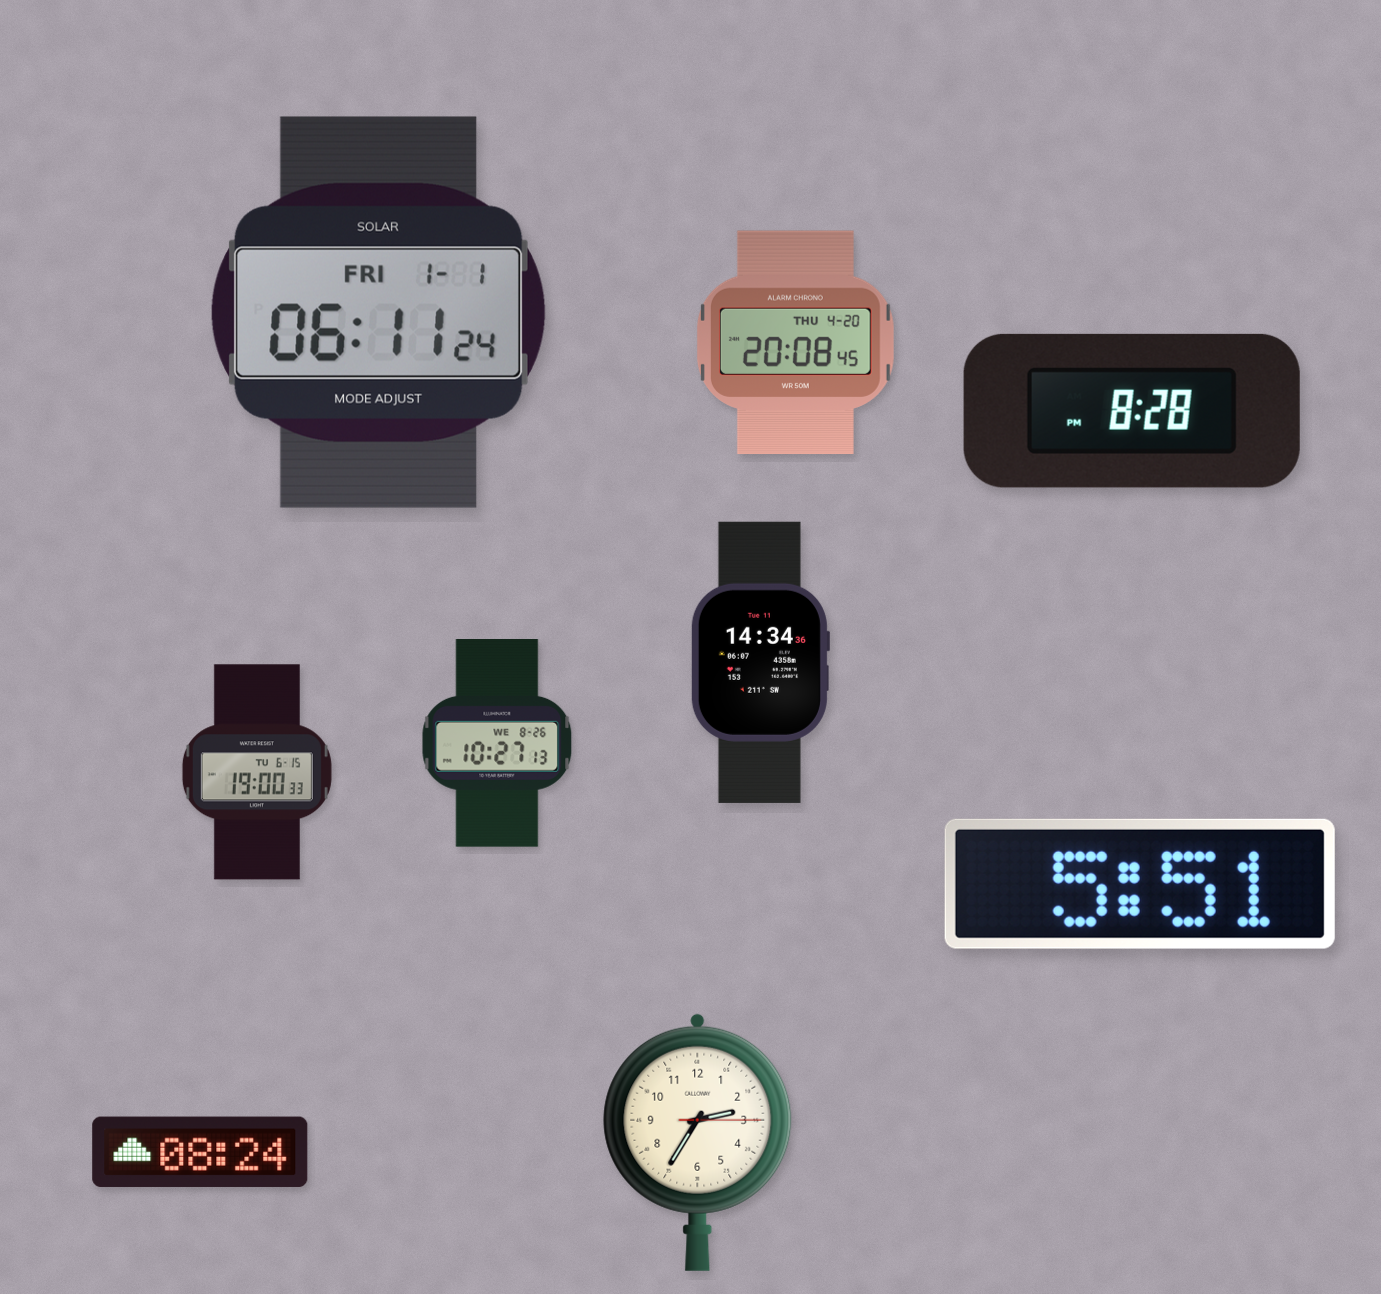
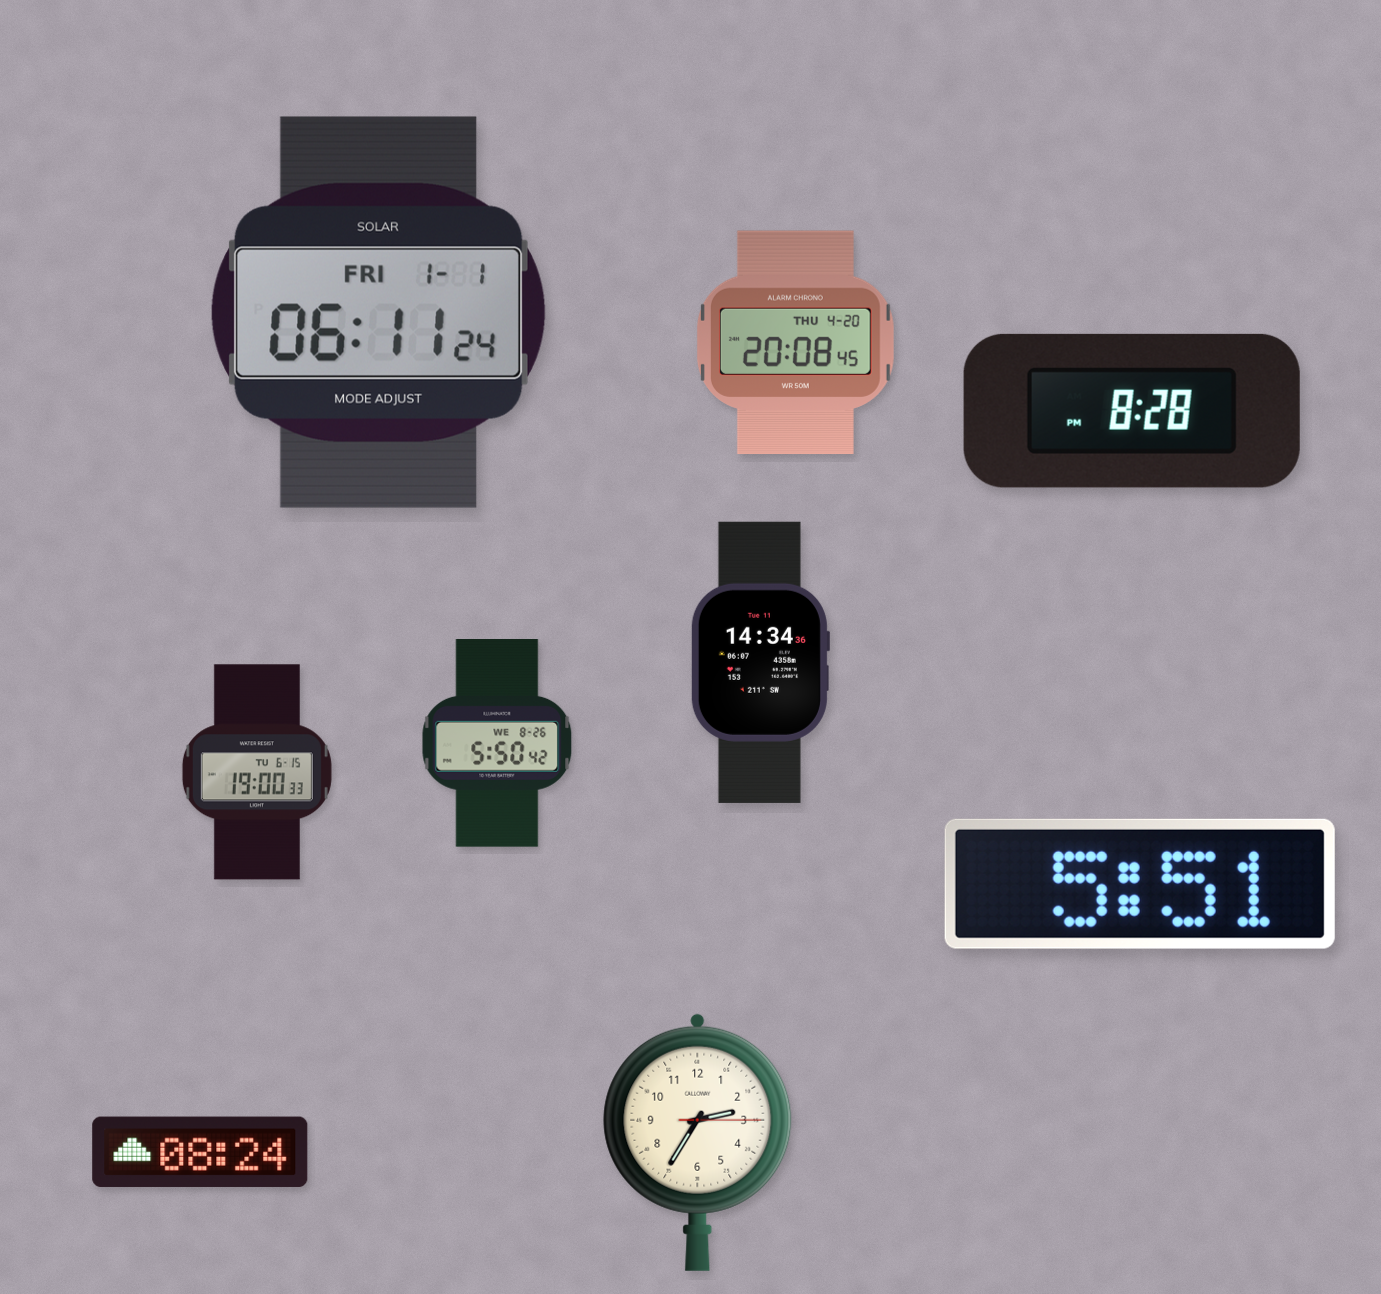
clock at (497, 744): 10:27 -> 5:50
